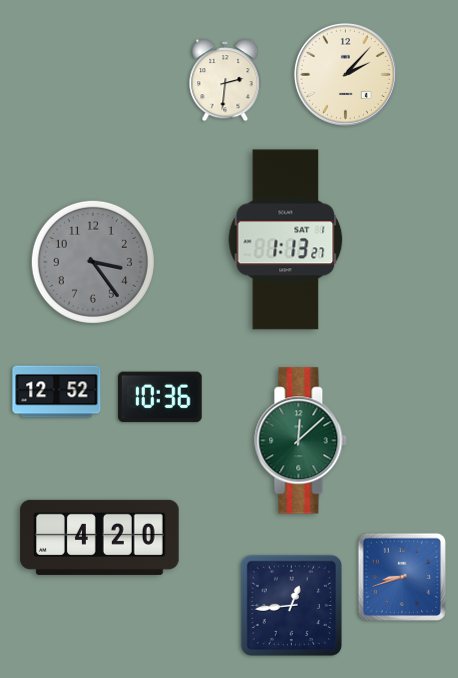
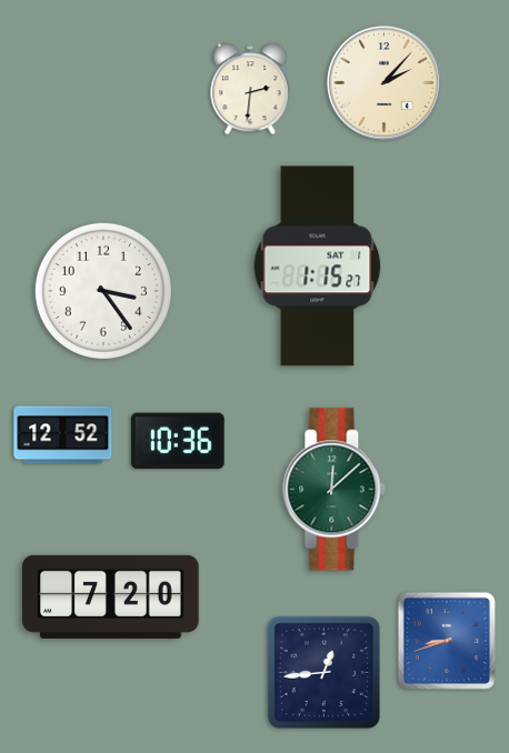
clock at (286, 240): 1:13 -> 1:15
clock at (93, 262) dial: grey -> white
clock at (100, 537): 4:20 -> 7:20
